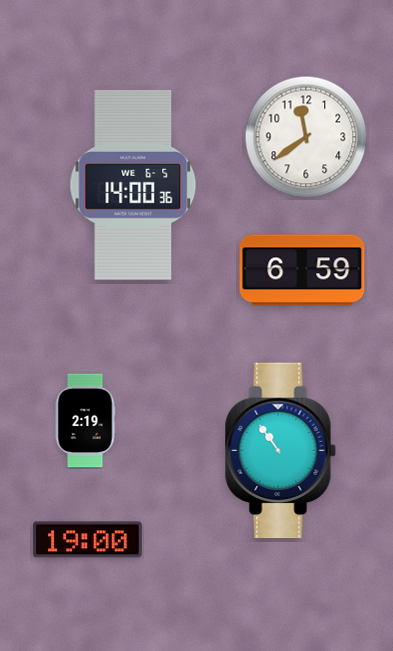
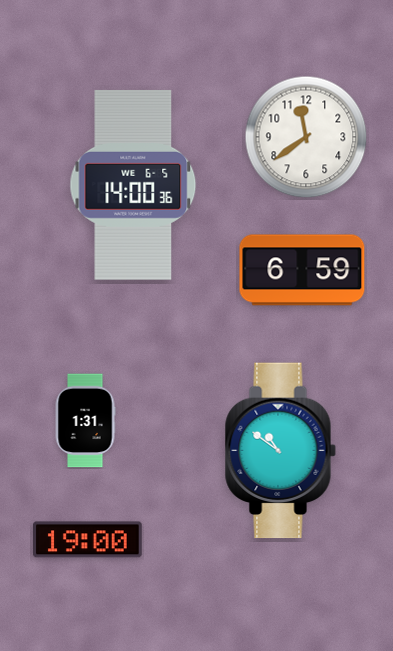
clock at (85, 421): 2:19 -> 1:31
clock at (280, 451): 10:54 -> 10:51
